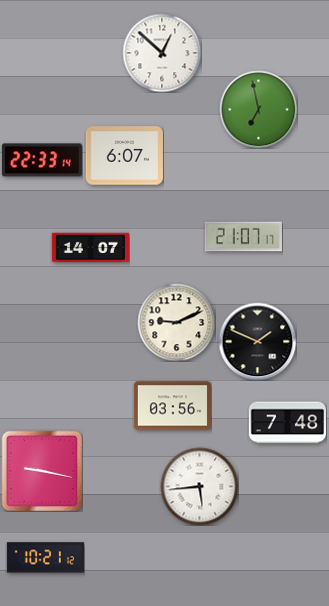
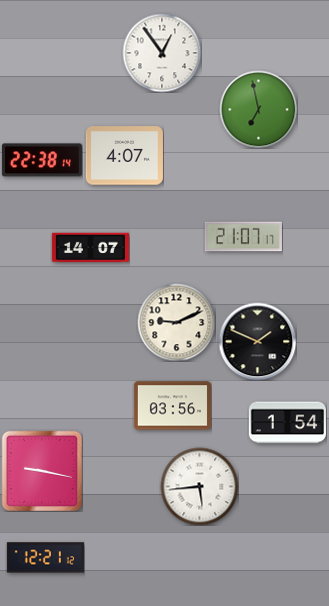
clock at (162, 53): 12:52 -> 12:54
clock at (124, 156): 6:07 -> 4:07
clock at (42, 160): 22:33 -> 22:38
clock at (287, 423): 7:48 -> 1:54
clock at (45, 558): 10:21 -> 12:21
